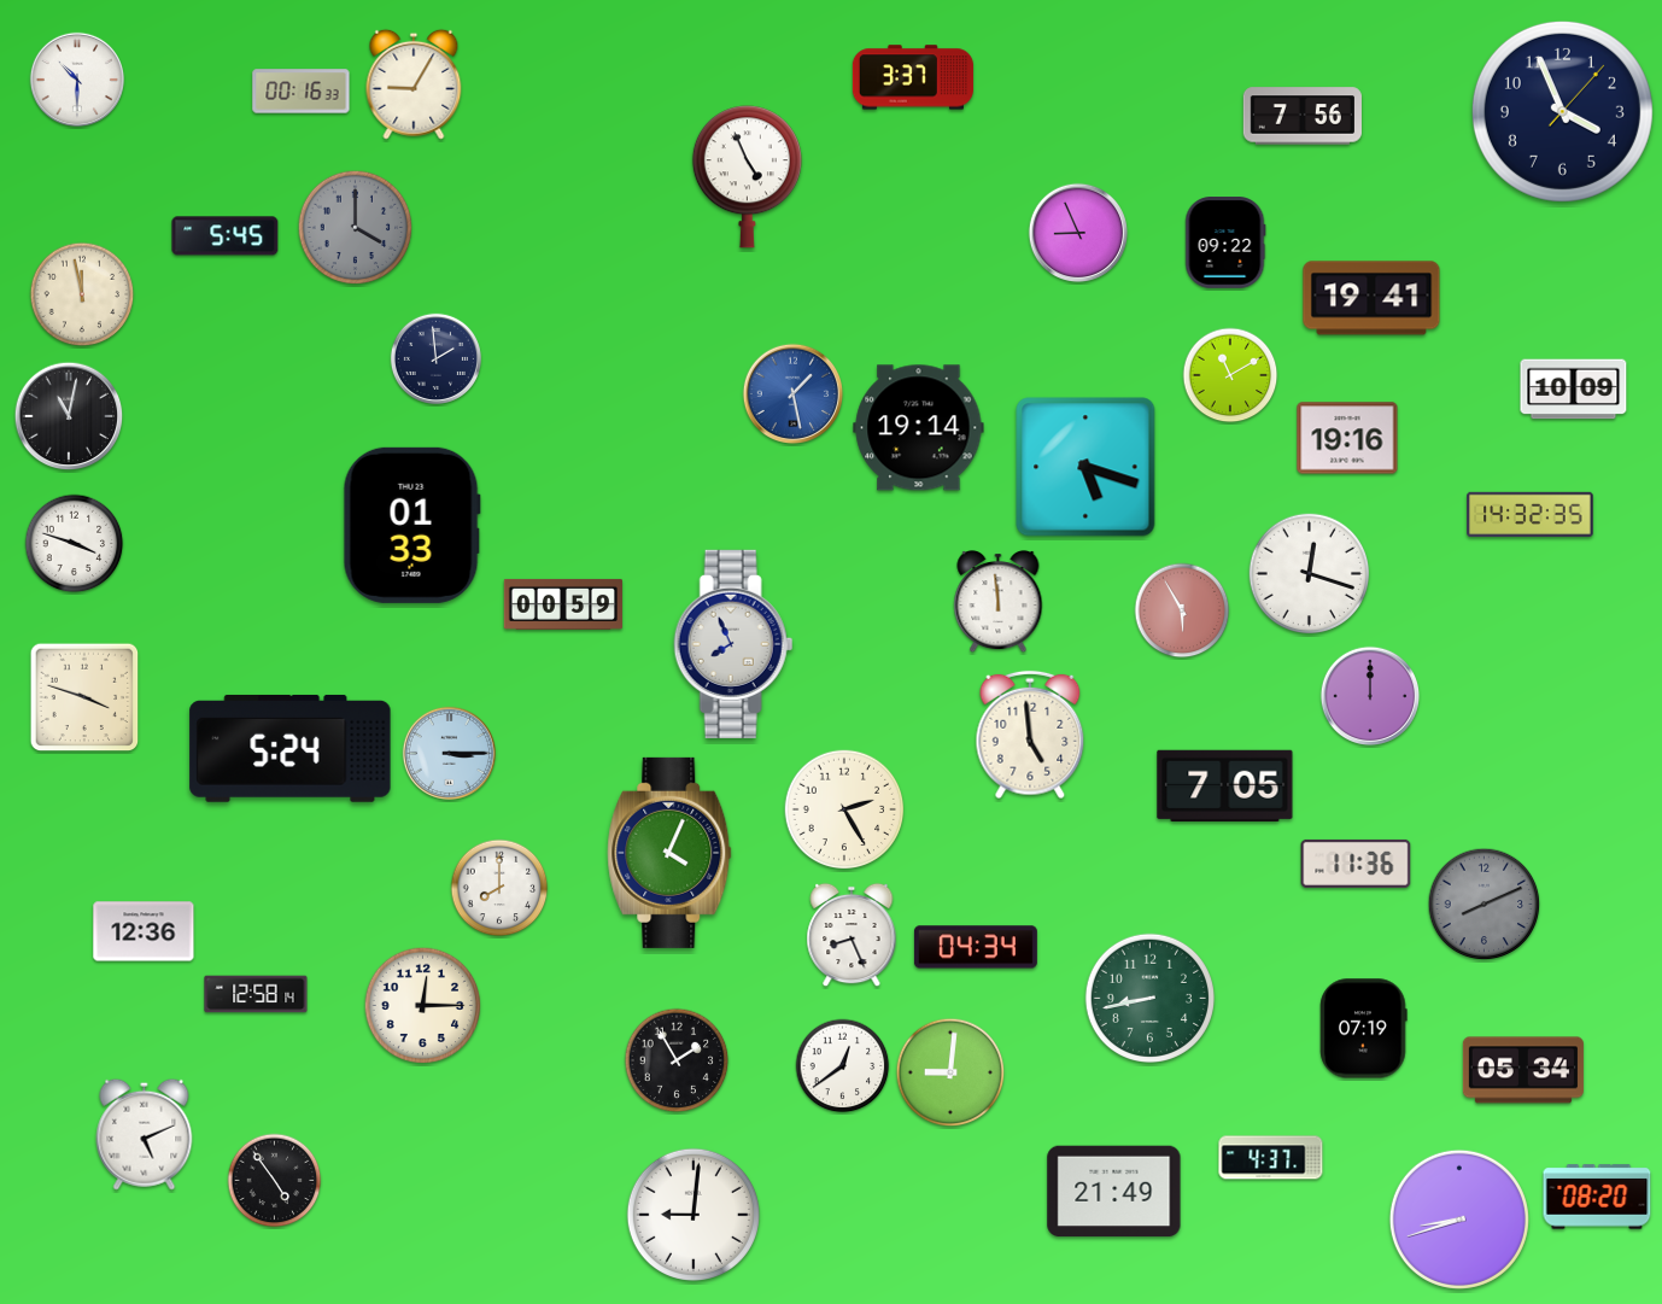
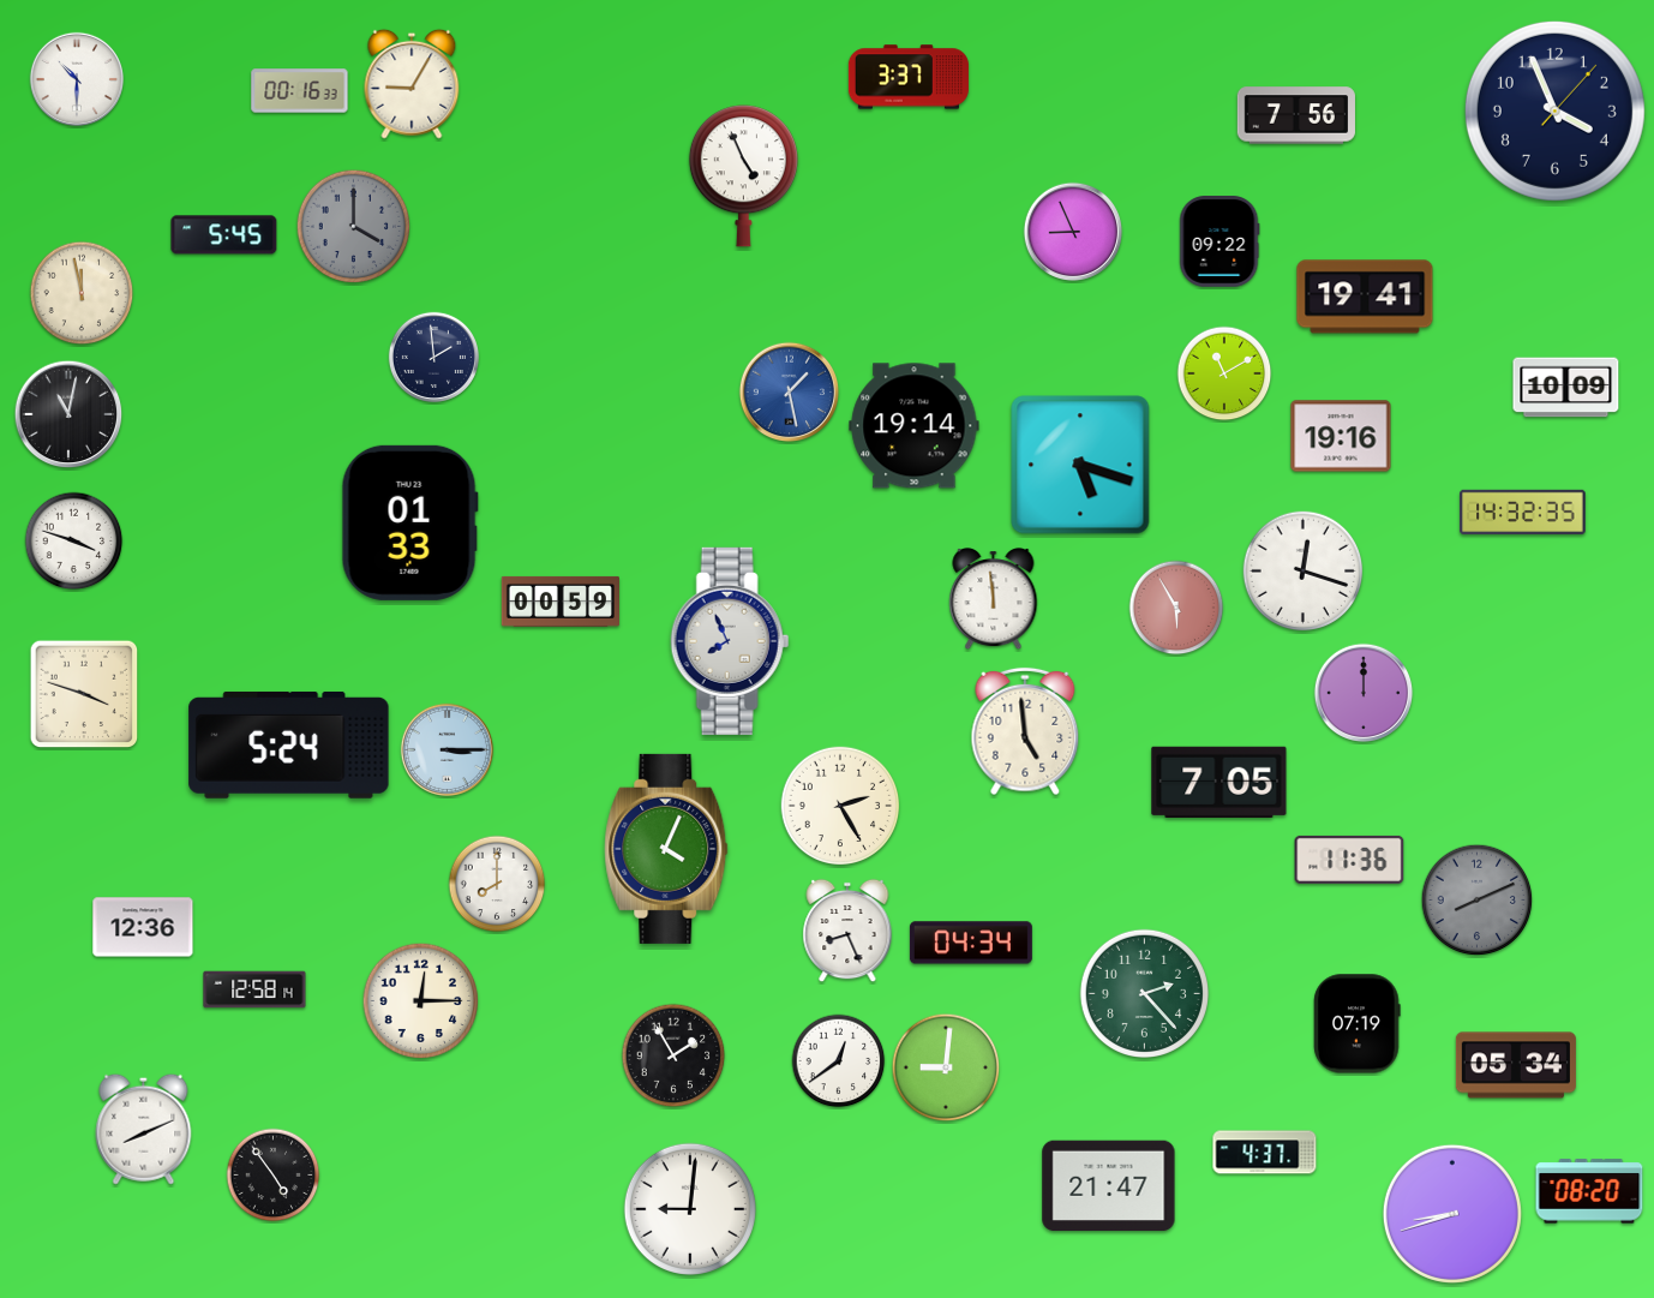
clock at (1149, 998): 8:43 -> 2:23
clock at (145, 1134): 5:11 -> 8:11
clock at (1114, 1192): 21:49 -> 21:47
